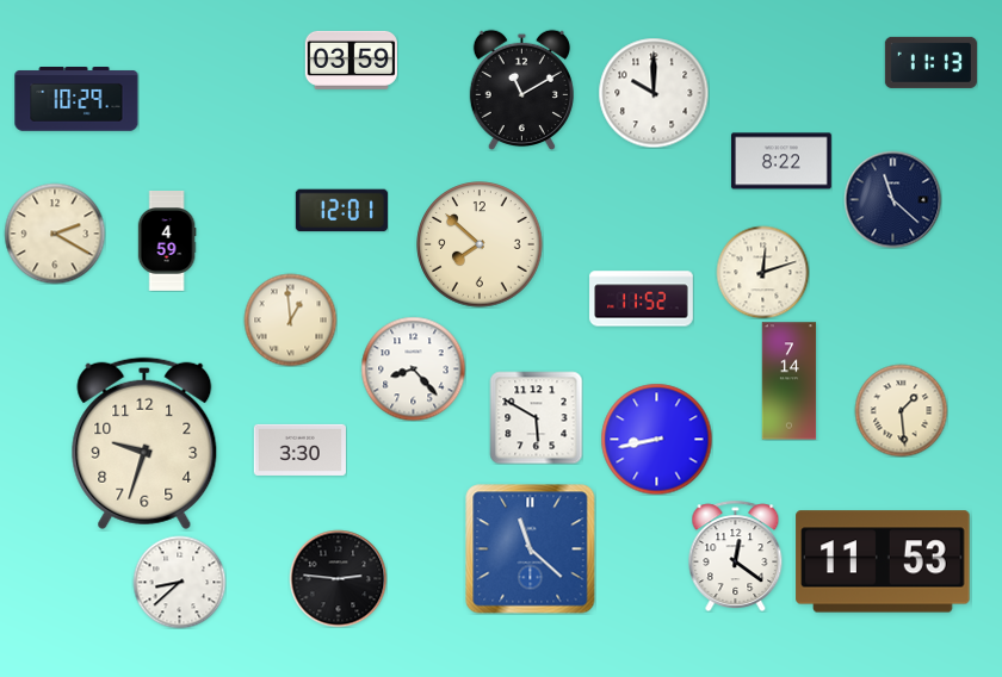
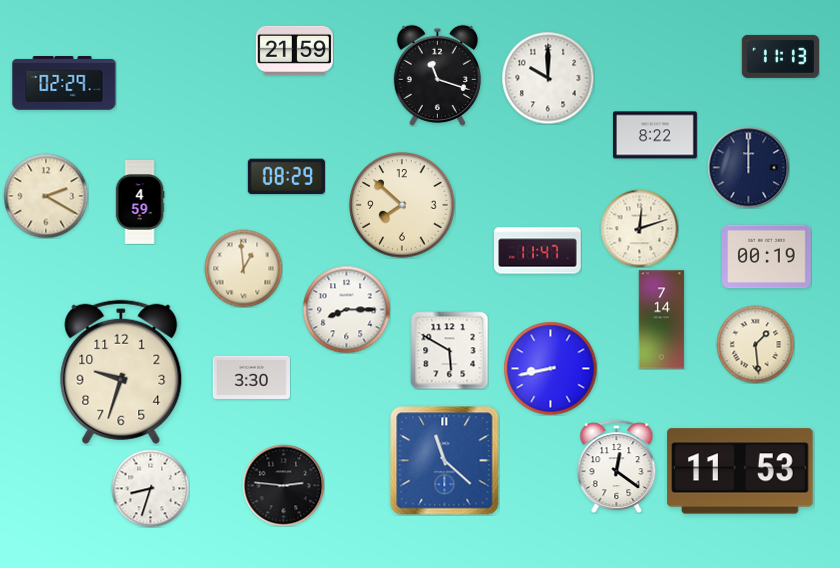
clock at (351, 60): 03:59 -> 21:59
clock at (930, 62) position: (930, 62) -> (780, 56)
clock at (521, 89): 11:10 -> 11:18
clock at (76, 100): 10:29 -> 02:29
clock at (892, 199): 11:22 -> 12:00
clock at (341, 211): 12:01 -> 08:29
clock at (642, 299): 11:52 -> 11:47
clock at (767, 257): none -> 00:19
clock at (413, 368): 8:23 -> 8:15
clock at (179, 582): 8:38 -> 8:33
